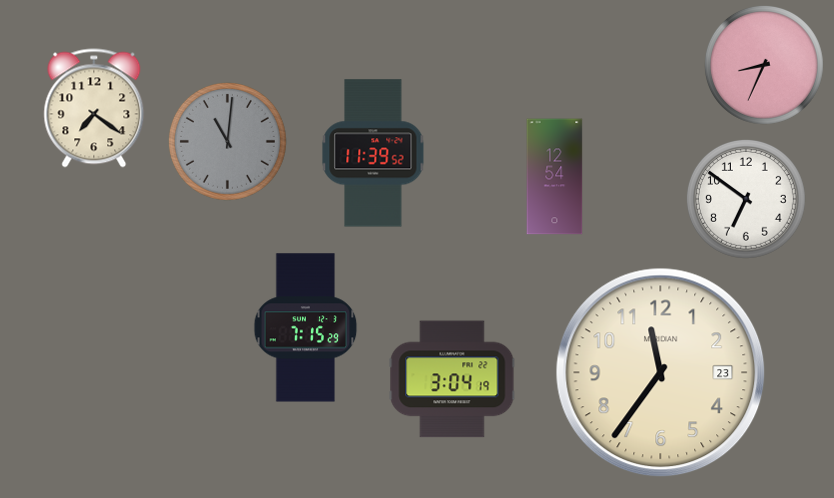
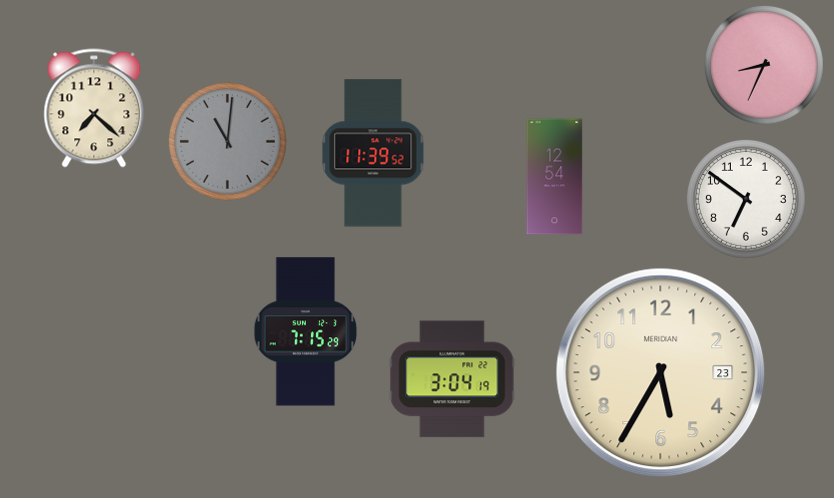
clock at (94, 108): 7:21 -> 7:22
clock at (306, 328) position: (306, 328) -> (306, 332)
clock at (661, 373): 11:36 -> 5:35
